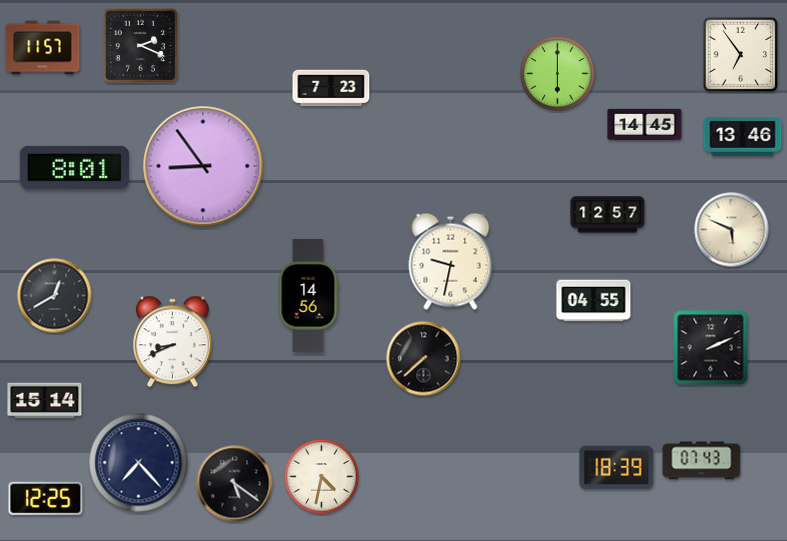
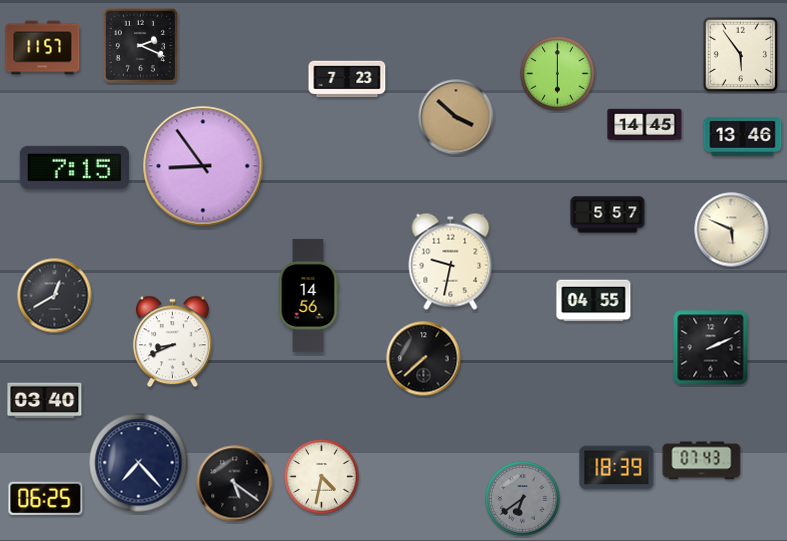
clock at (740, 54): 6:54 -> 5:54
clock at (331, 88) position: (331, 88) -> (347, 79)
clock at (456, 117): none -> 3:52
clock at (74, 167): 8:01 -> 7:15
clock at (608, 215): 12:57 -> 5:57
clock at (45, 401): 15:14 -> 03:40
clock at (46, 498): 12:25 -> 06:25
clock at (523, 499): none -> 6:39
